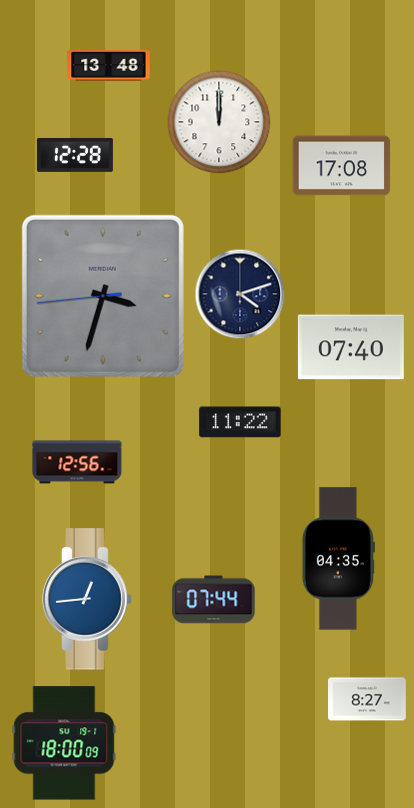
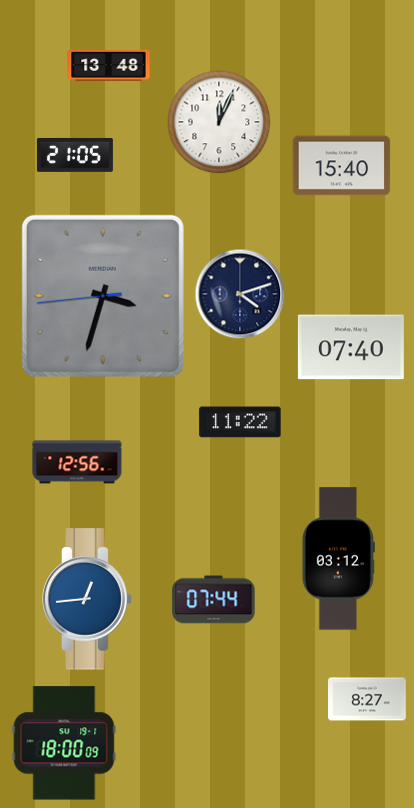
clock at (219, 122): 12:00 -> 12:04
clock at (75, 155): 12:28 -> 21:05
clock at (342, 166): 17:08 -> 15:40
clock at (338, 559): 04:35 -> 03:12
